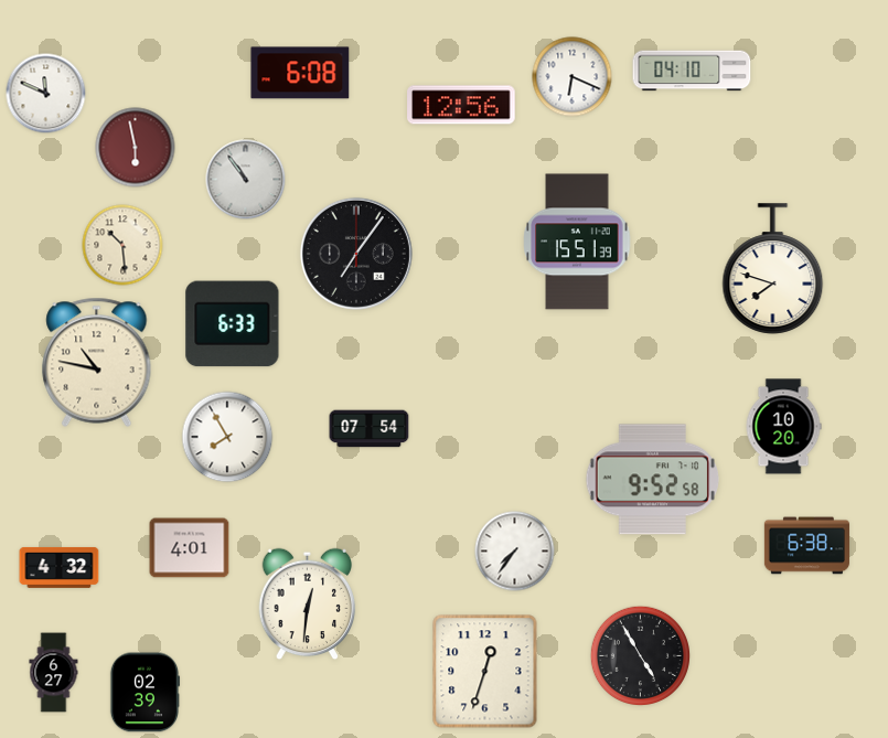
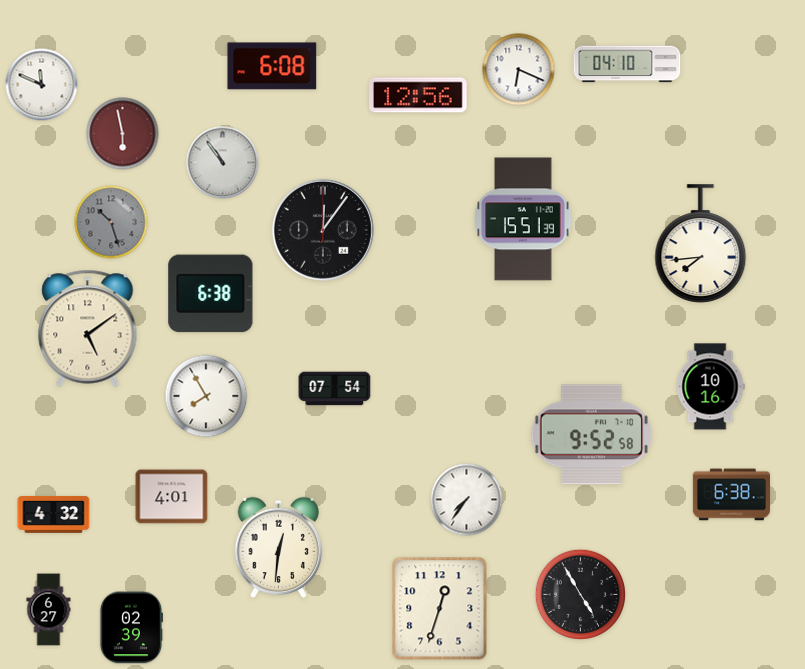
clock at (122, 245): 10:29 -> 10:27
clock at (122, 245) dial: cream -> grey
clock at (356, 254): 7:06 -> 12:06
clock at (773, 269): 7:48 -> 7:44
clock at (233, 324): 6:33 -> 6:38
clock at (97, 362): 10:47 -> 5:09
clock at (783, 427): 10:20 -> 10:16
